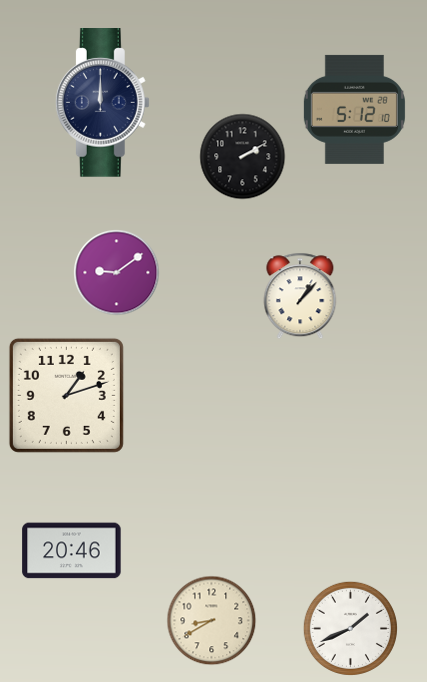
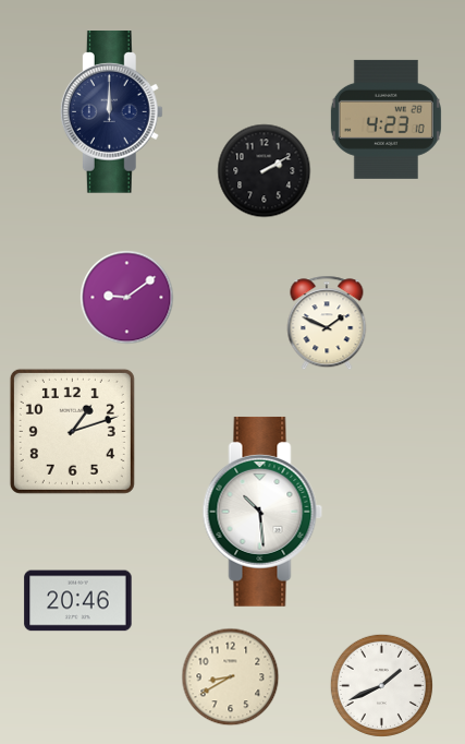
clock at (354, 109): 5:12 -> 4:23
clock at (300, 296): 1:07 -> 1:49
clock at (262, 512): none -> 10:29
